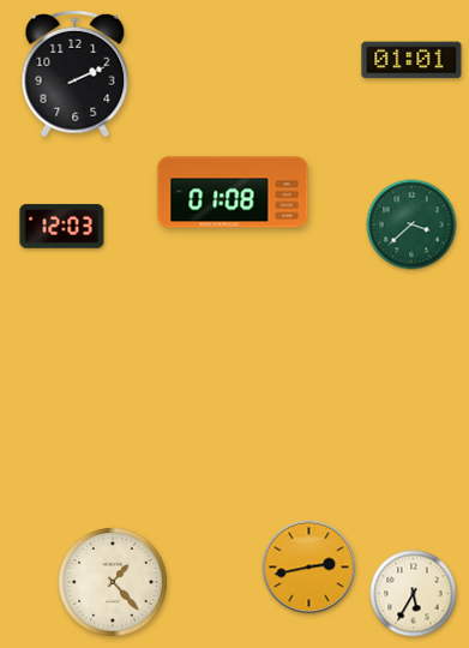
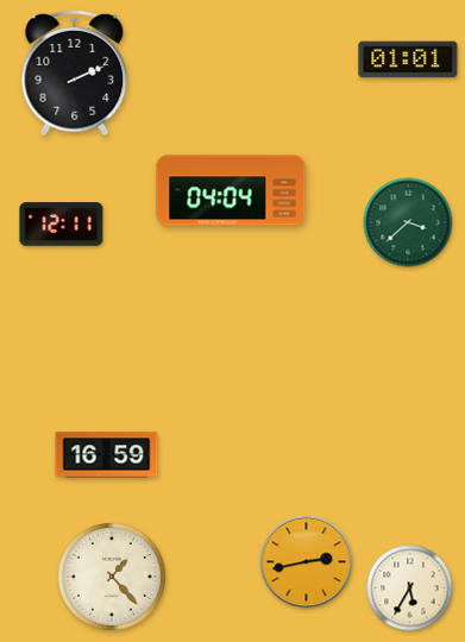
clock at (233, 192): 01:08 -> 04:04
clock at (62, 227): 12:03 -> 12:11
clock at (107, 455): none -> 16:59
